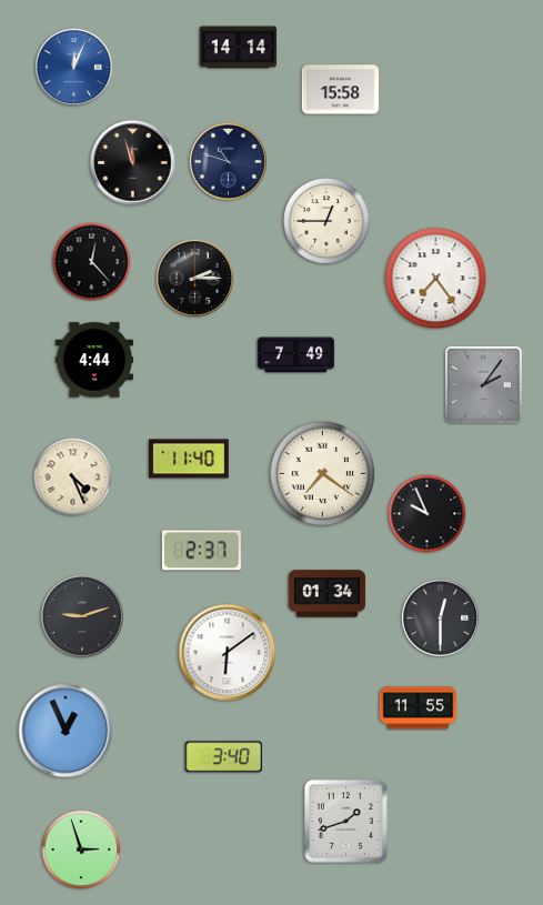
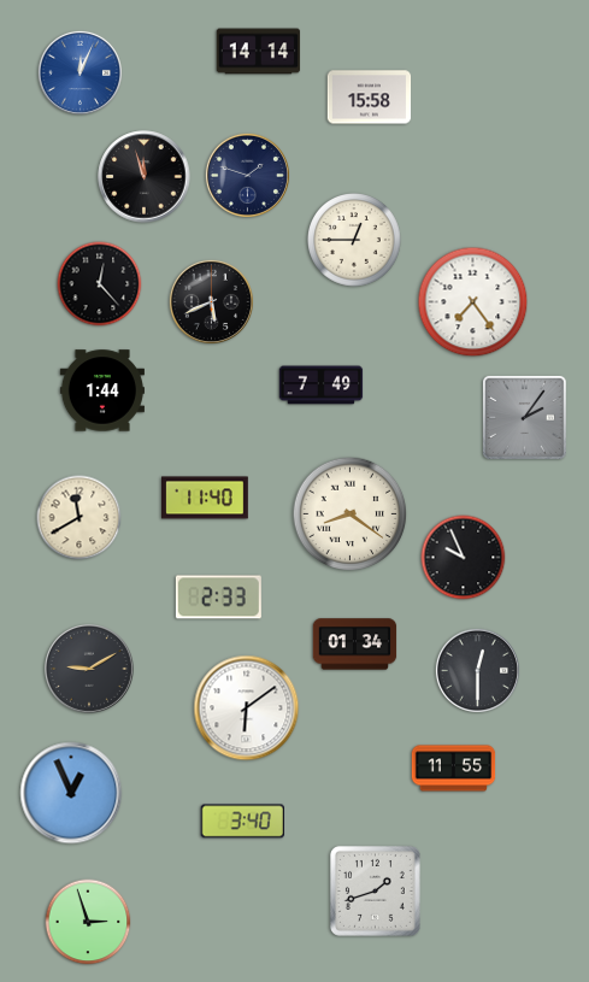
clock at (228, 161): 10:48 -> 1:48
clock at (194, 278): 2:15 -> 5:41
clock at (94, 360): 4:44 -> 1:44
clock at (323, 474): 7:21 -> 8:21
clock at (73, 477): 4:26 -> 11:40
clock at (201, 551): 2:37 -> 2:33
clock at (83, 617): 9:12 -> 9:10
